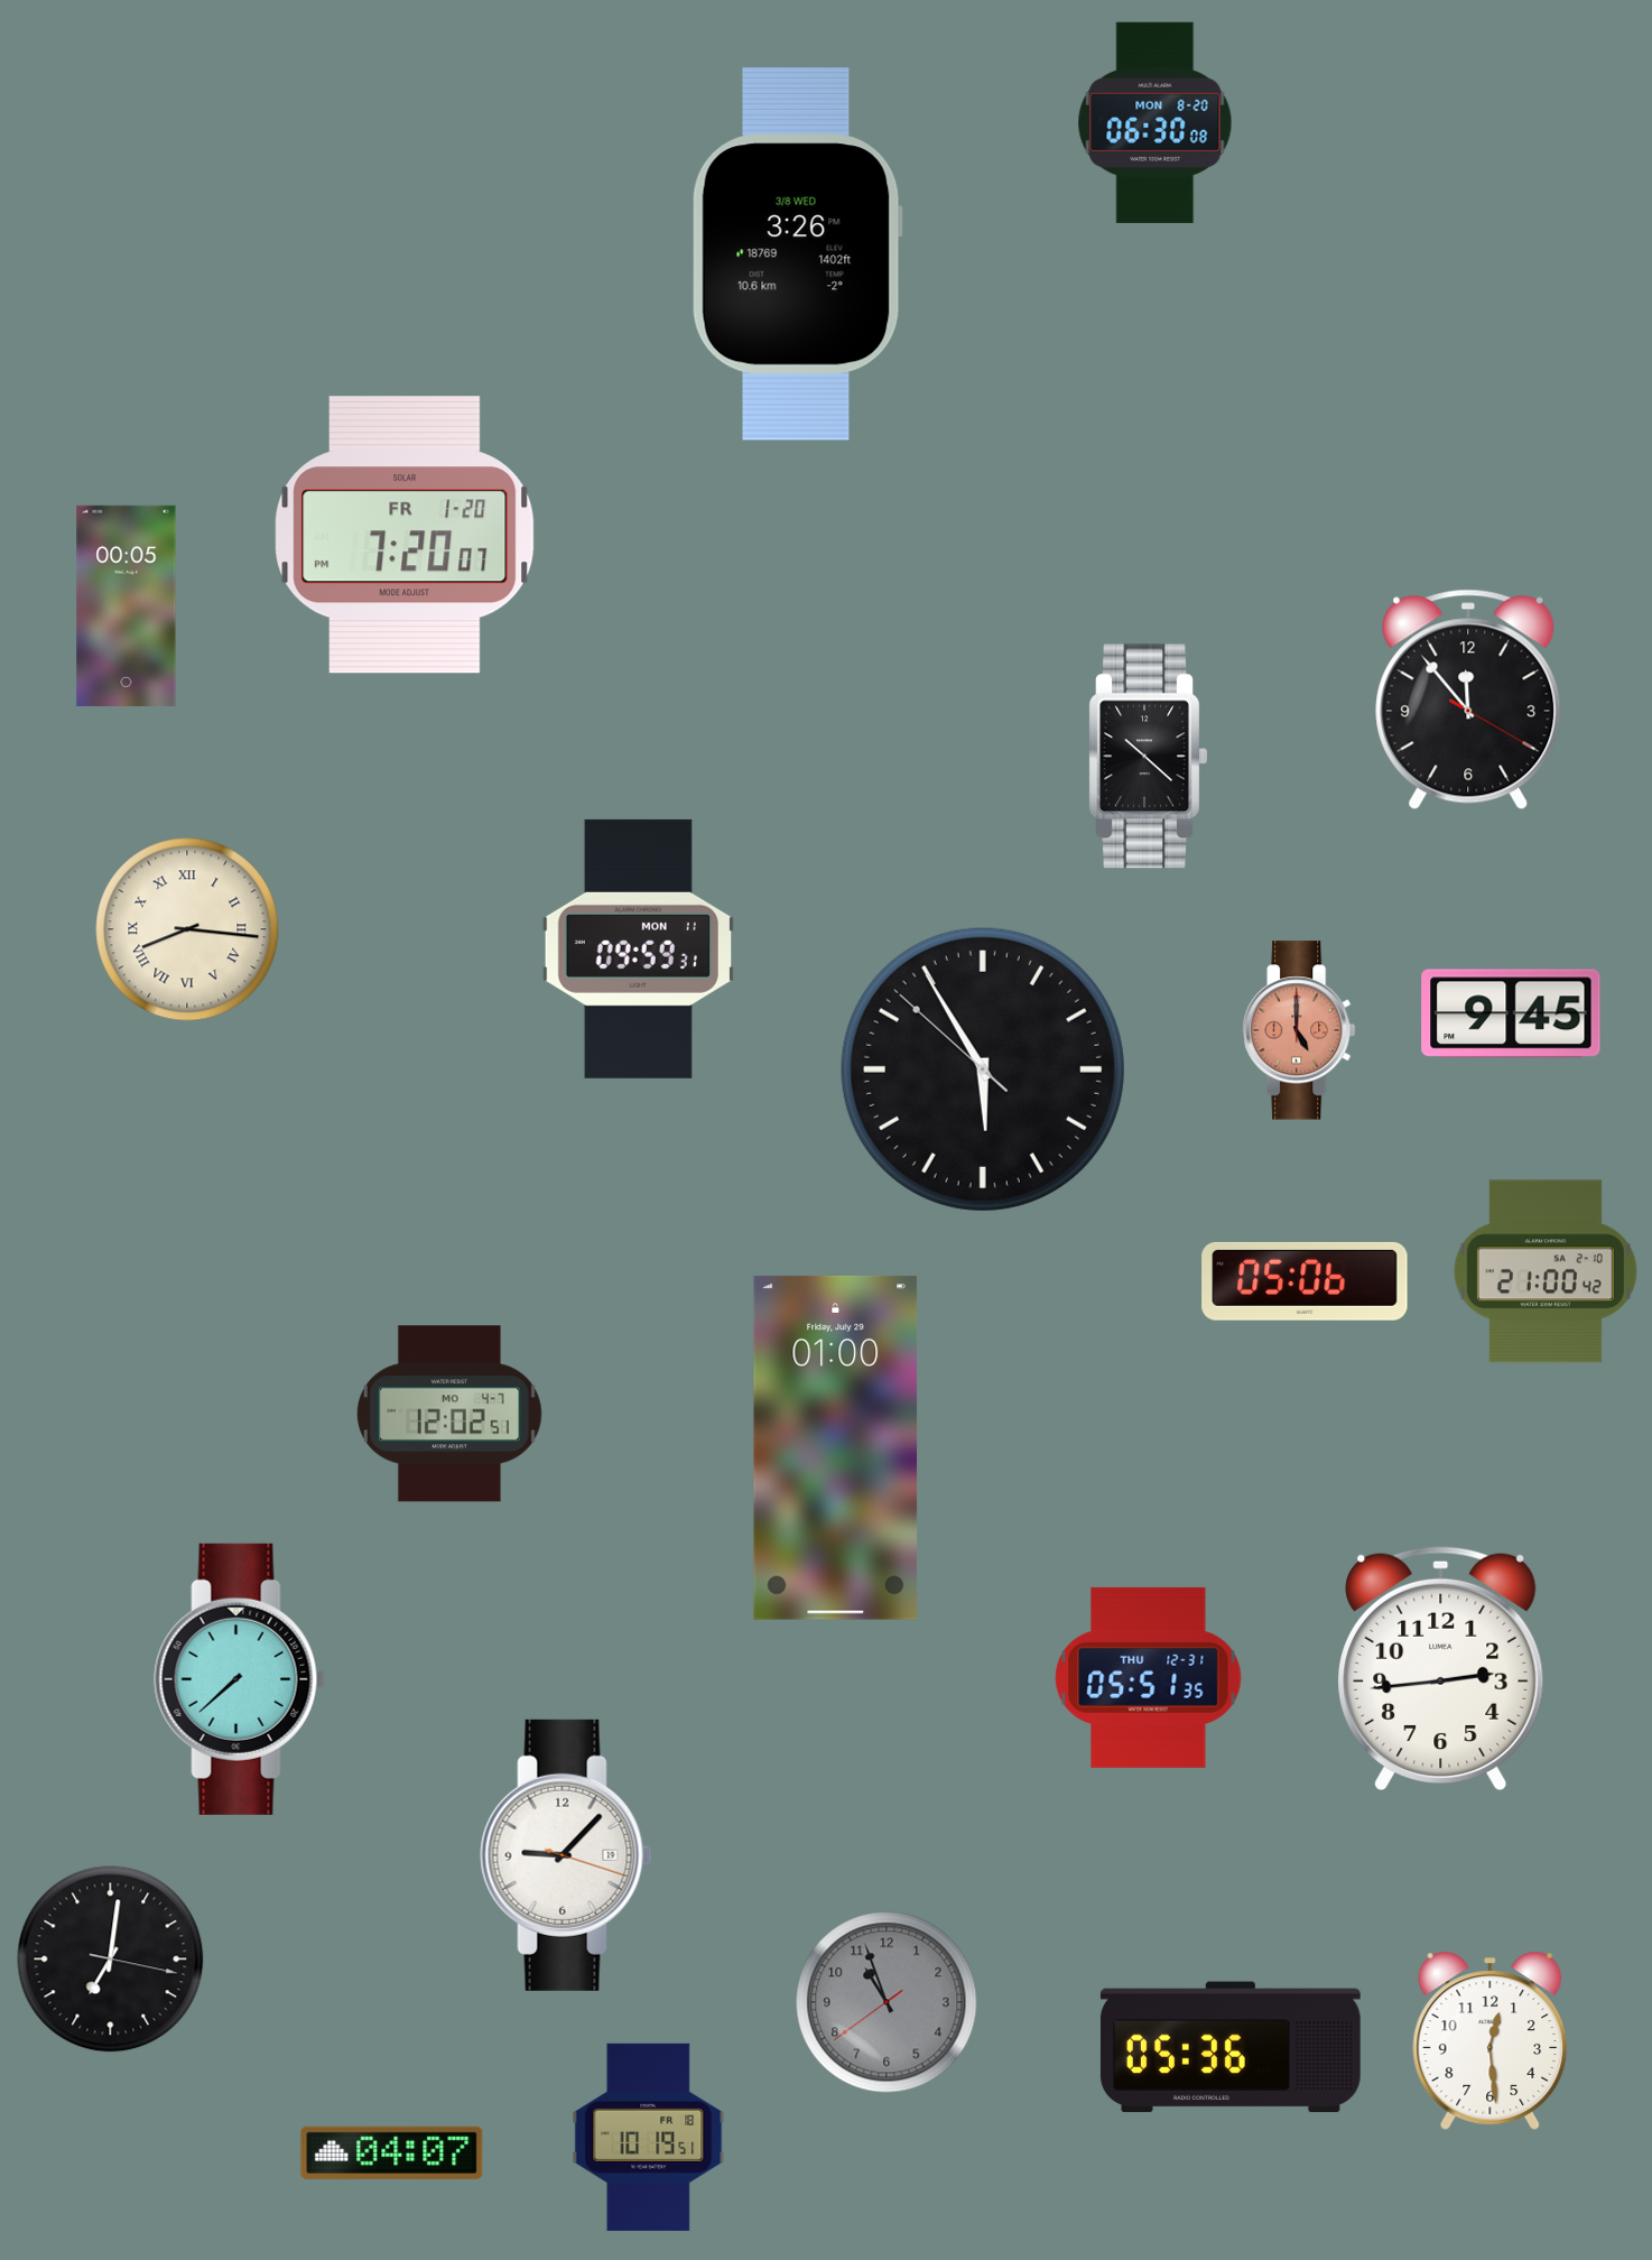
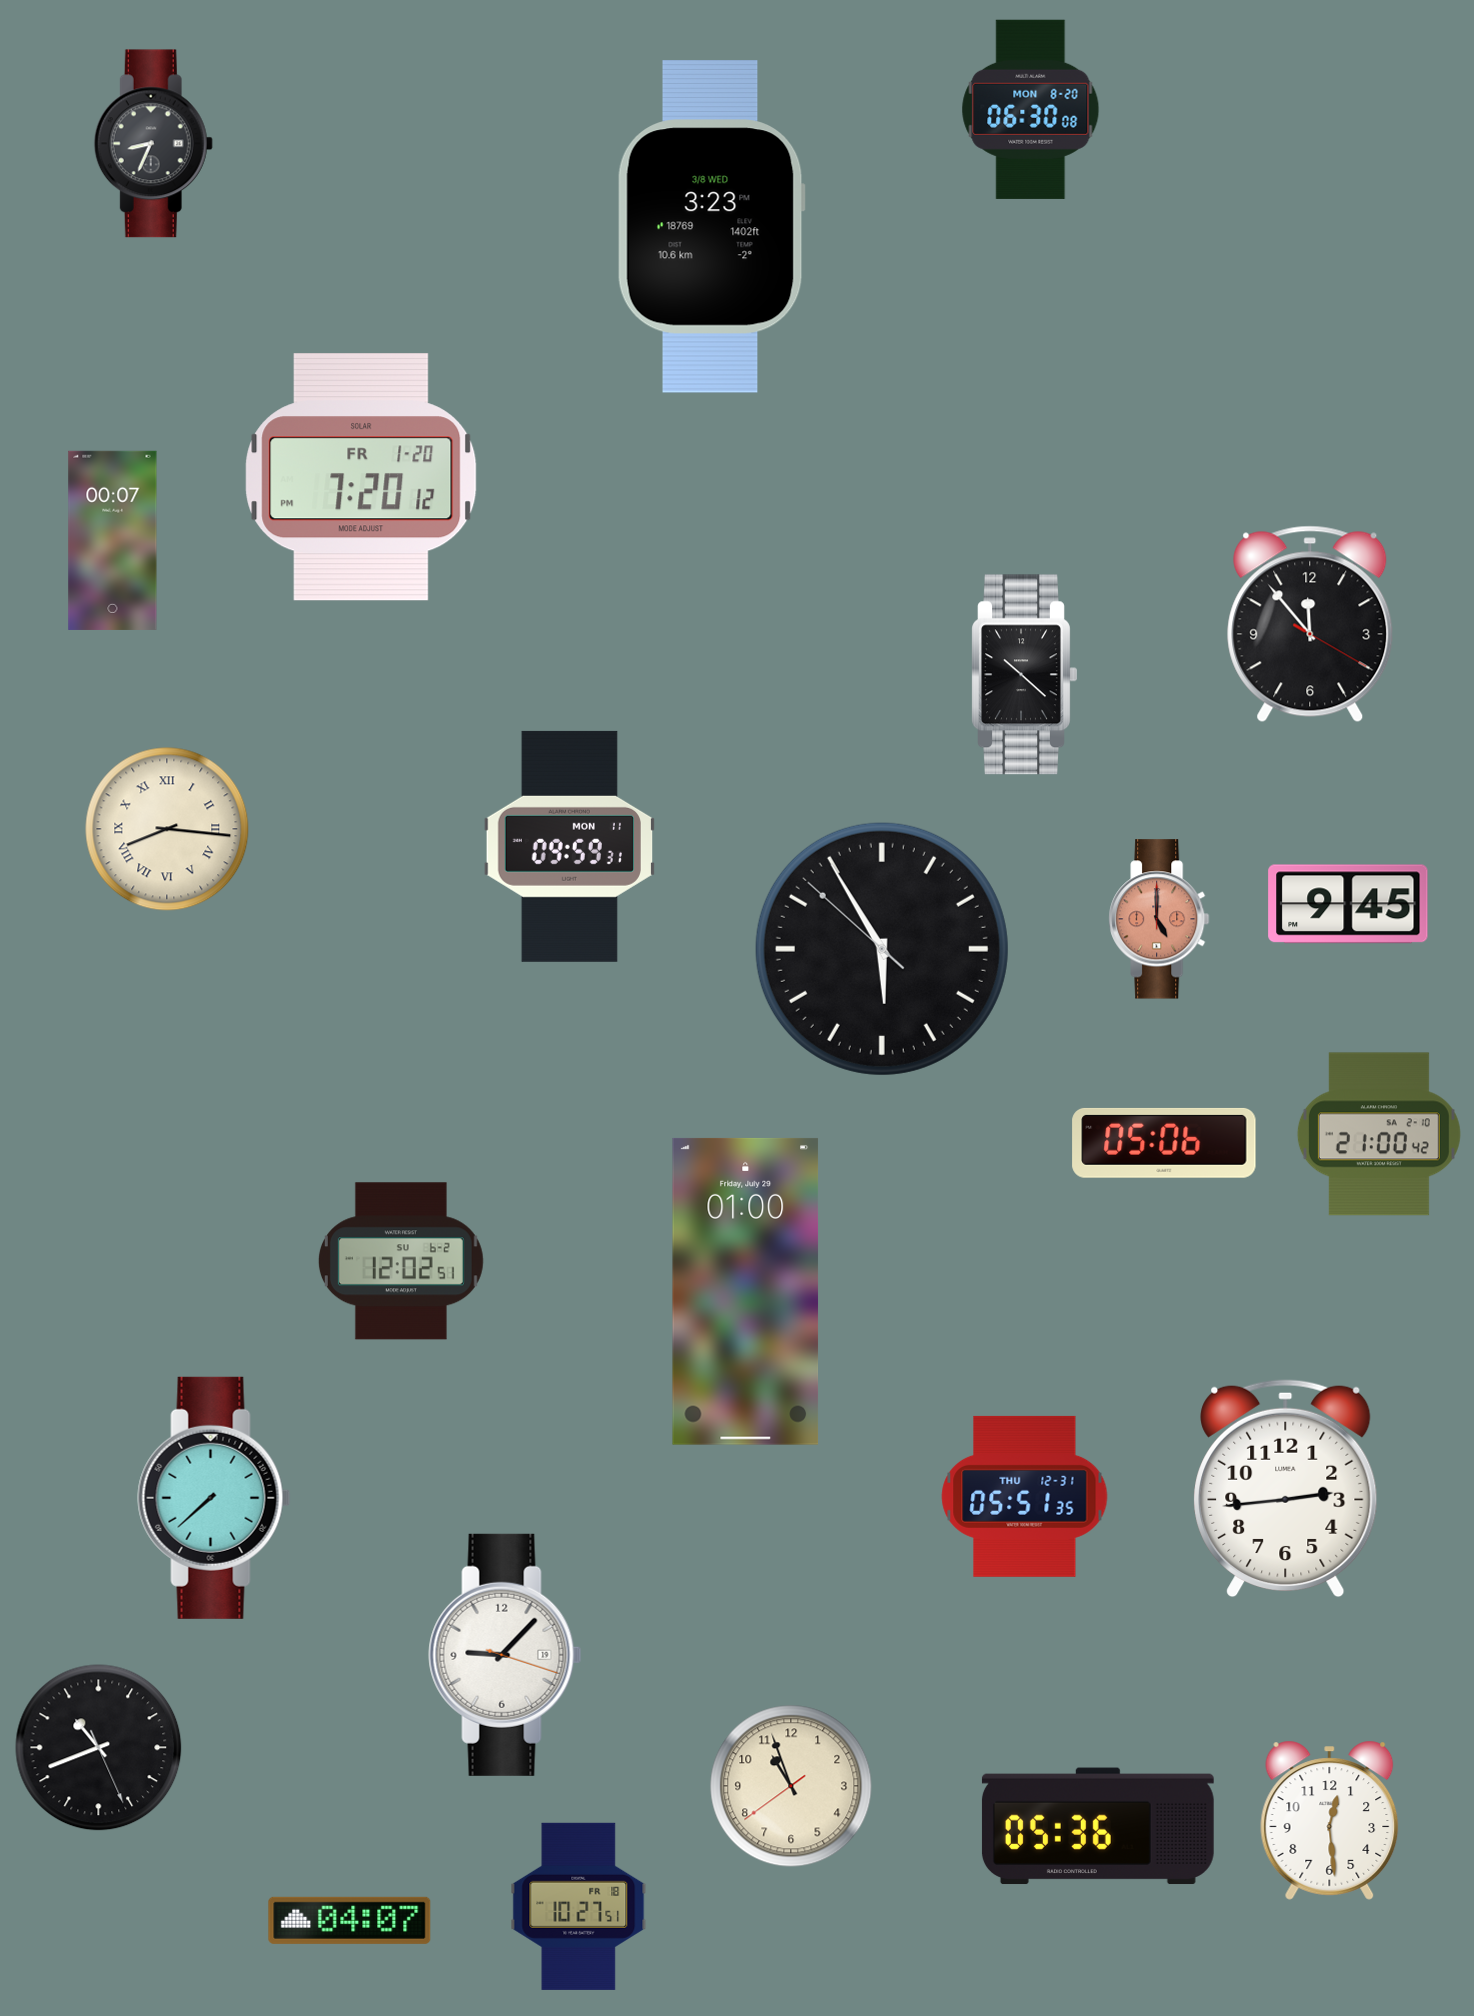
clock at (153, 144): none -> 8:34
clock at (797, 254): 3:26 -> 3:23
clock at (405, 535): 7:20:07 -> 7:20:12
clock at (127, 605): 00:05 -> 00:07
clock at (983, 1069) position: (983, 1069) -> (882, 949)
clock at (449, 1414) date: MO 4-7 -> SU 6-2
clock at (111, 1960): 7:01 -> 10:41
clock at (887, 2002) dial: grey -> cream
clock at (649, 2137): 10:19 -> 10:27
